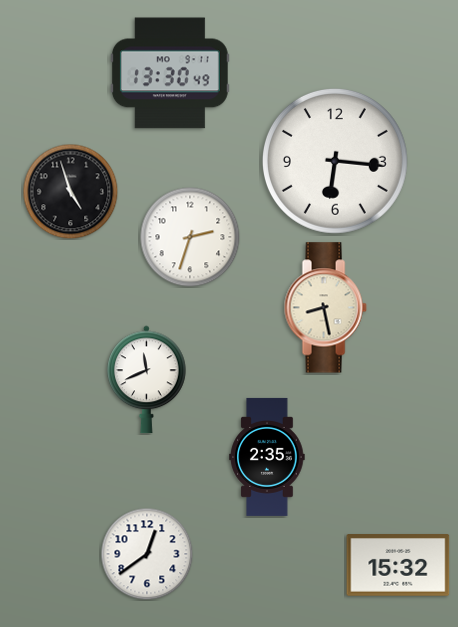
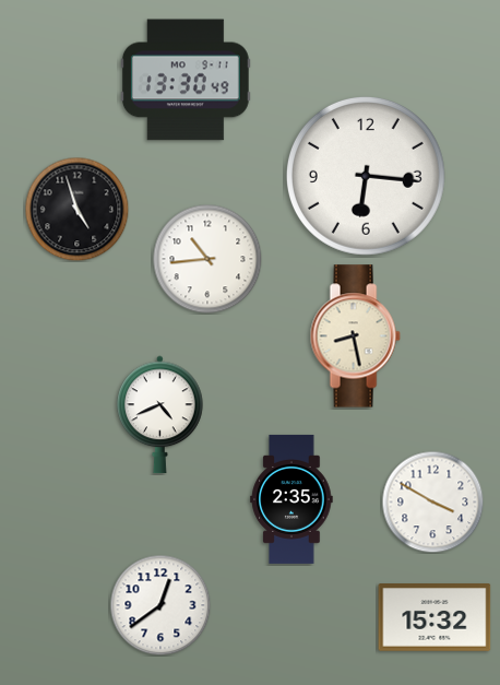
clock at (190, 237): 2:33 -> 10:44
clock at (147, 380): 11:41 -> 4:41
clock at (432, 501): none -> 3:50
